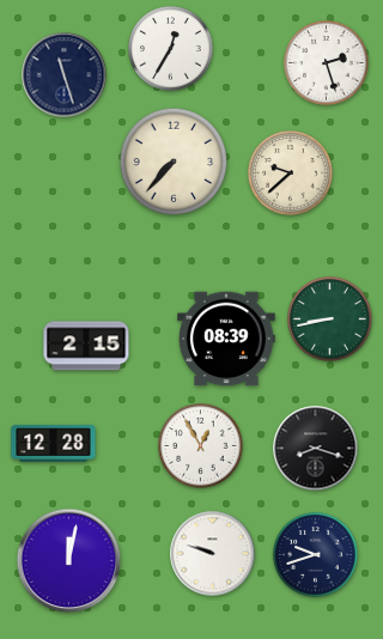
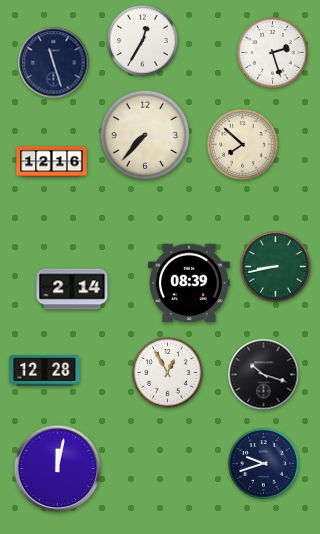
clock at (291, 174): 9:38 -> 7:52
clock at (52, 162): none -> 12:16
clock at (86, 346): 2:15 -> 2:14
clock at (316, 449): 8:18 -> 10:18
clock at (213, 554): 9:48 -> none
